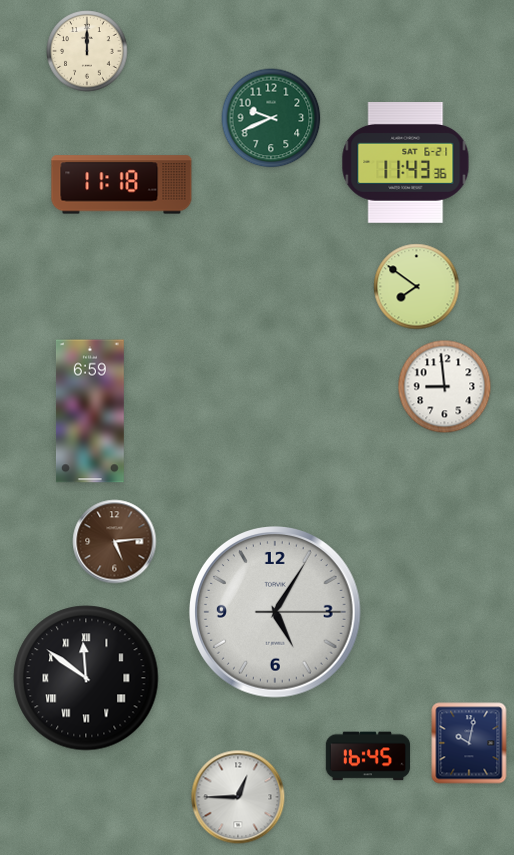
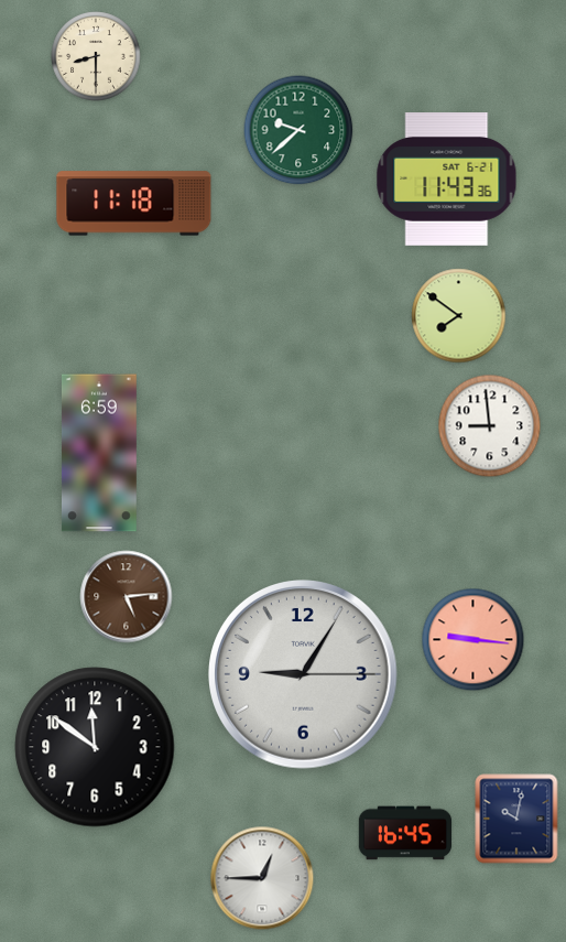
clock at (87, 51): 12:00 -> 8:30
clock at (271, 118): 9:41 -> 9:38
clock at (474, 640): none -> 9:16
clock at (276, 613): 5:05 -> 9:05
clock at (86, 678) numerals: Roman -> Arabic
